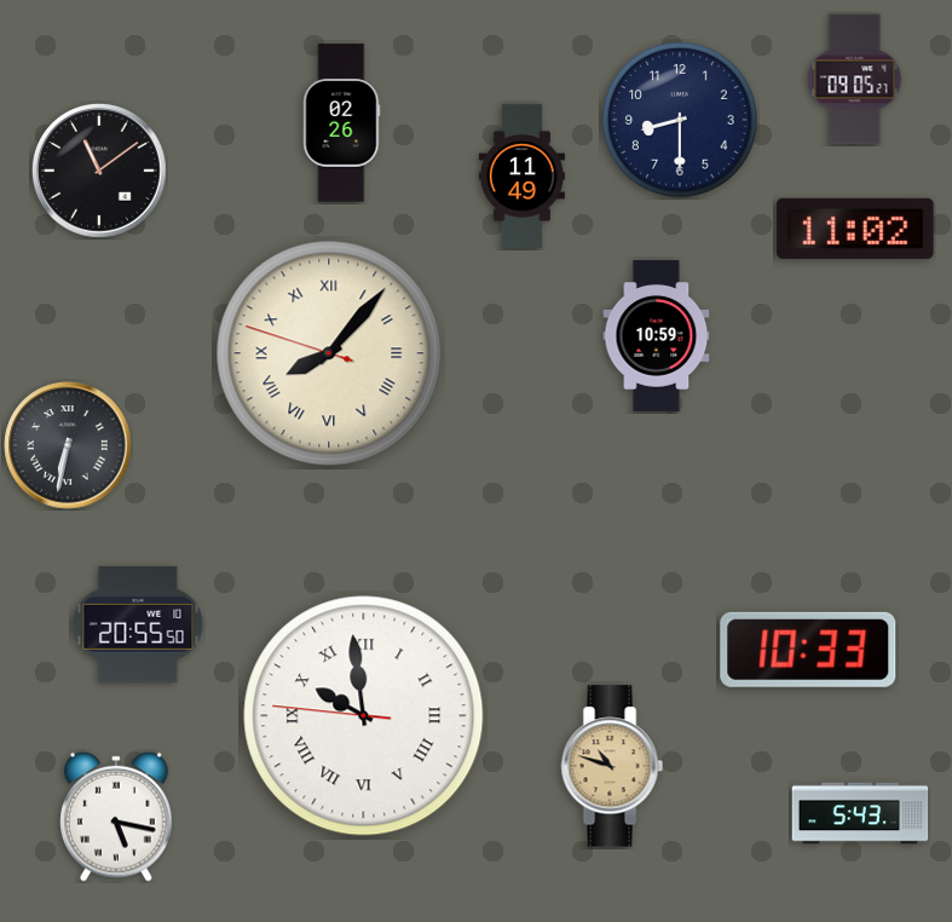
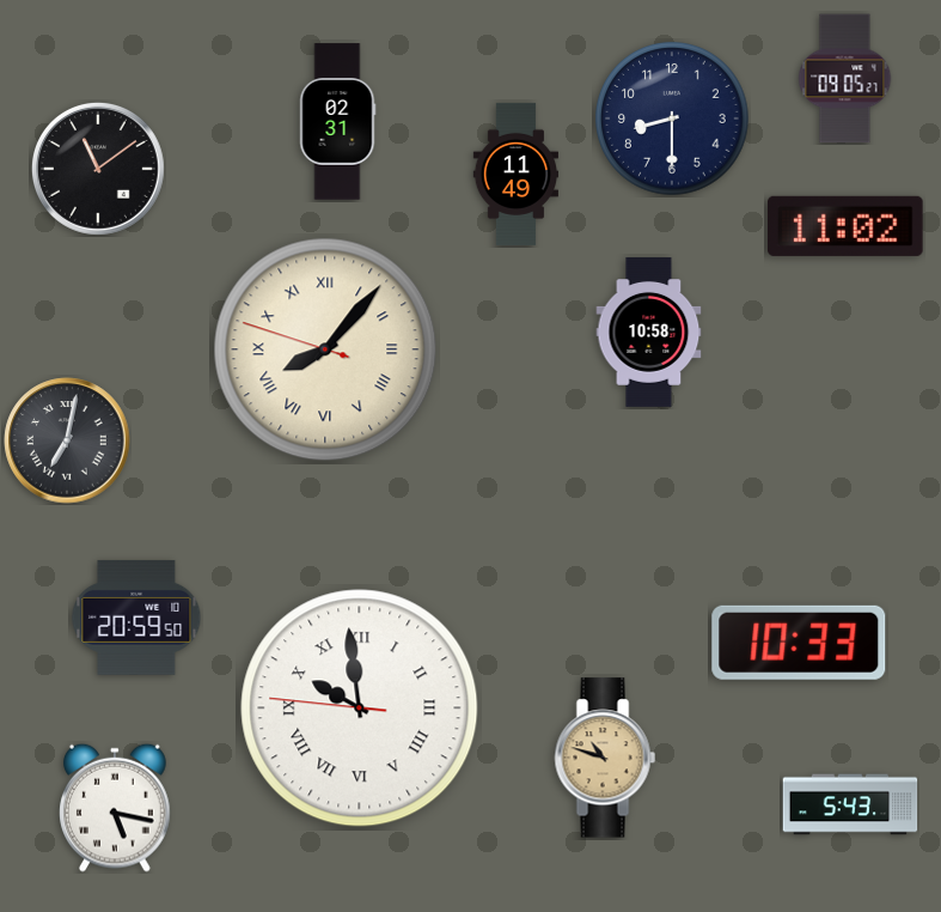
clock at (342, 123): 02:26 -> 02:31
clock at (657, 335): 10:59 -> 10:58
clock at (68, 445): 6:32 -> 7:02
clock at (138, 624): 20:55 -> 20:59
